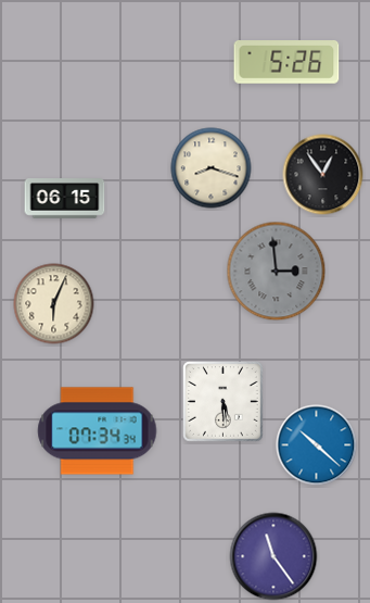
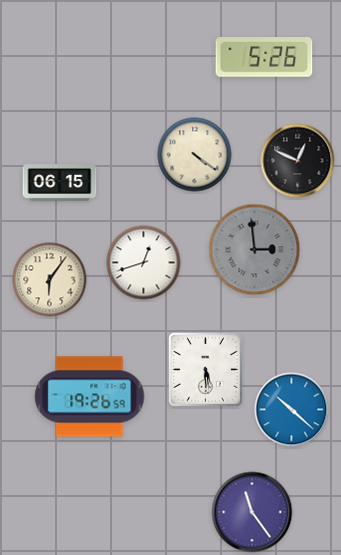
clock at (212, 168): 8:18 -> 4:21
clock at (323, 175): 12:54 -> 12:49
clock at (144, 263): none -> 12:42
clock at (54, 304): 6:04 -> 6:06
clock at (98, 431): 07:34 -> 19:26
